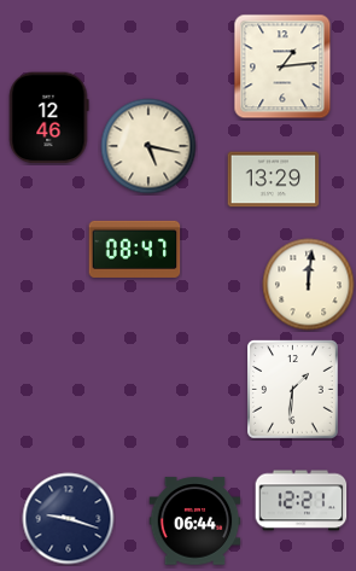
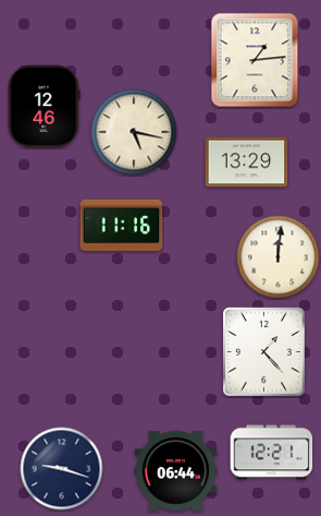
clock at (135, 249): 08:47 -> 11:16
clock at (293, 390): 1:31 -> 1:23
